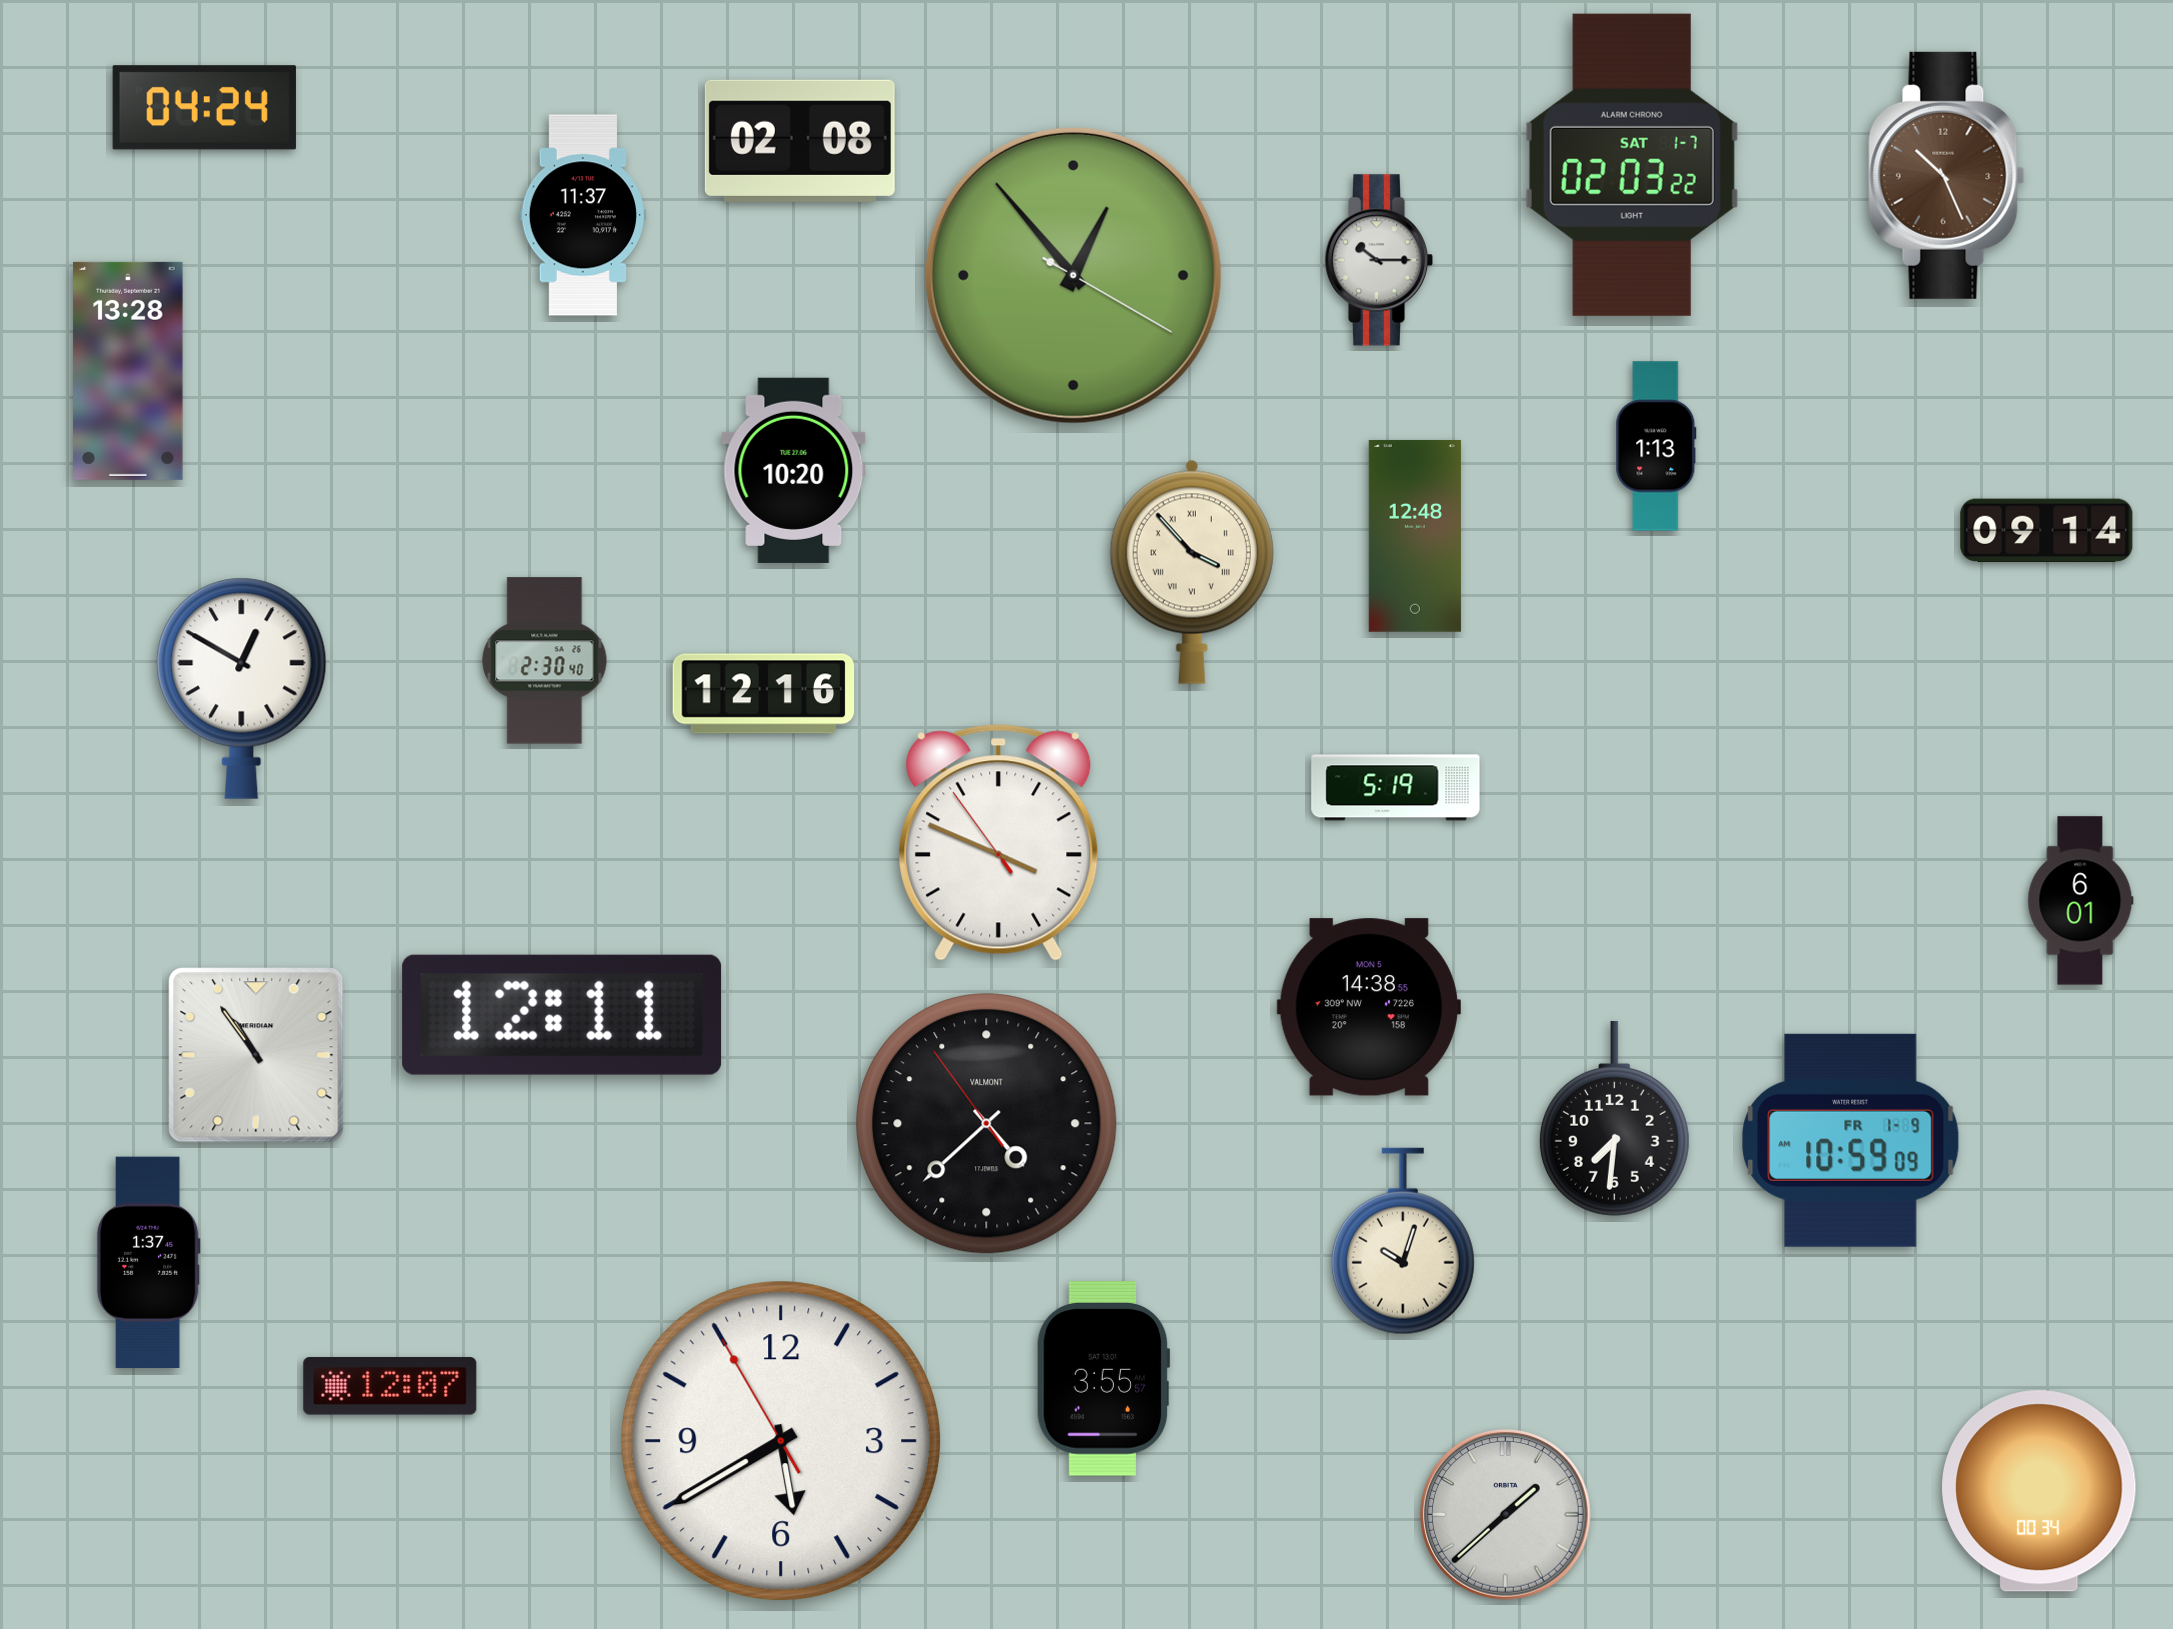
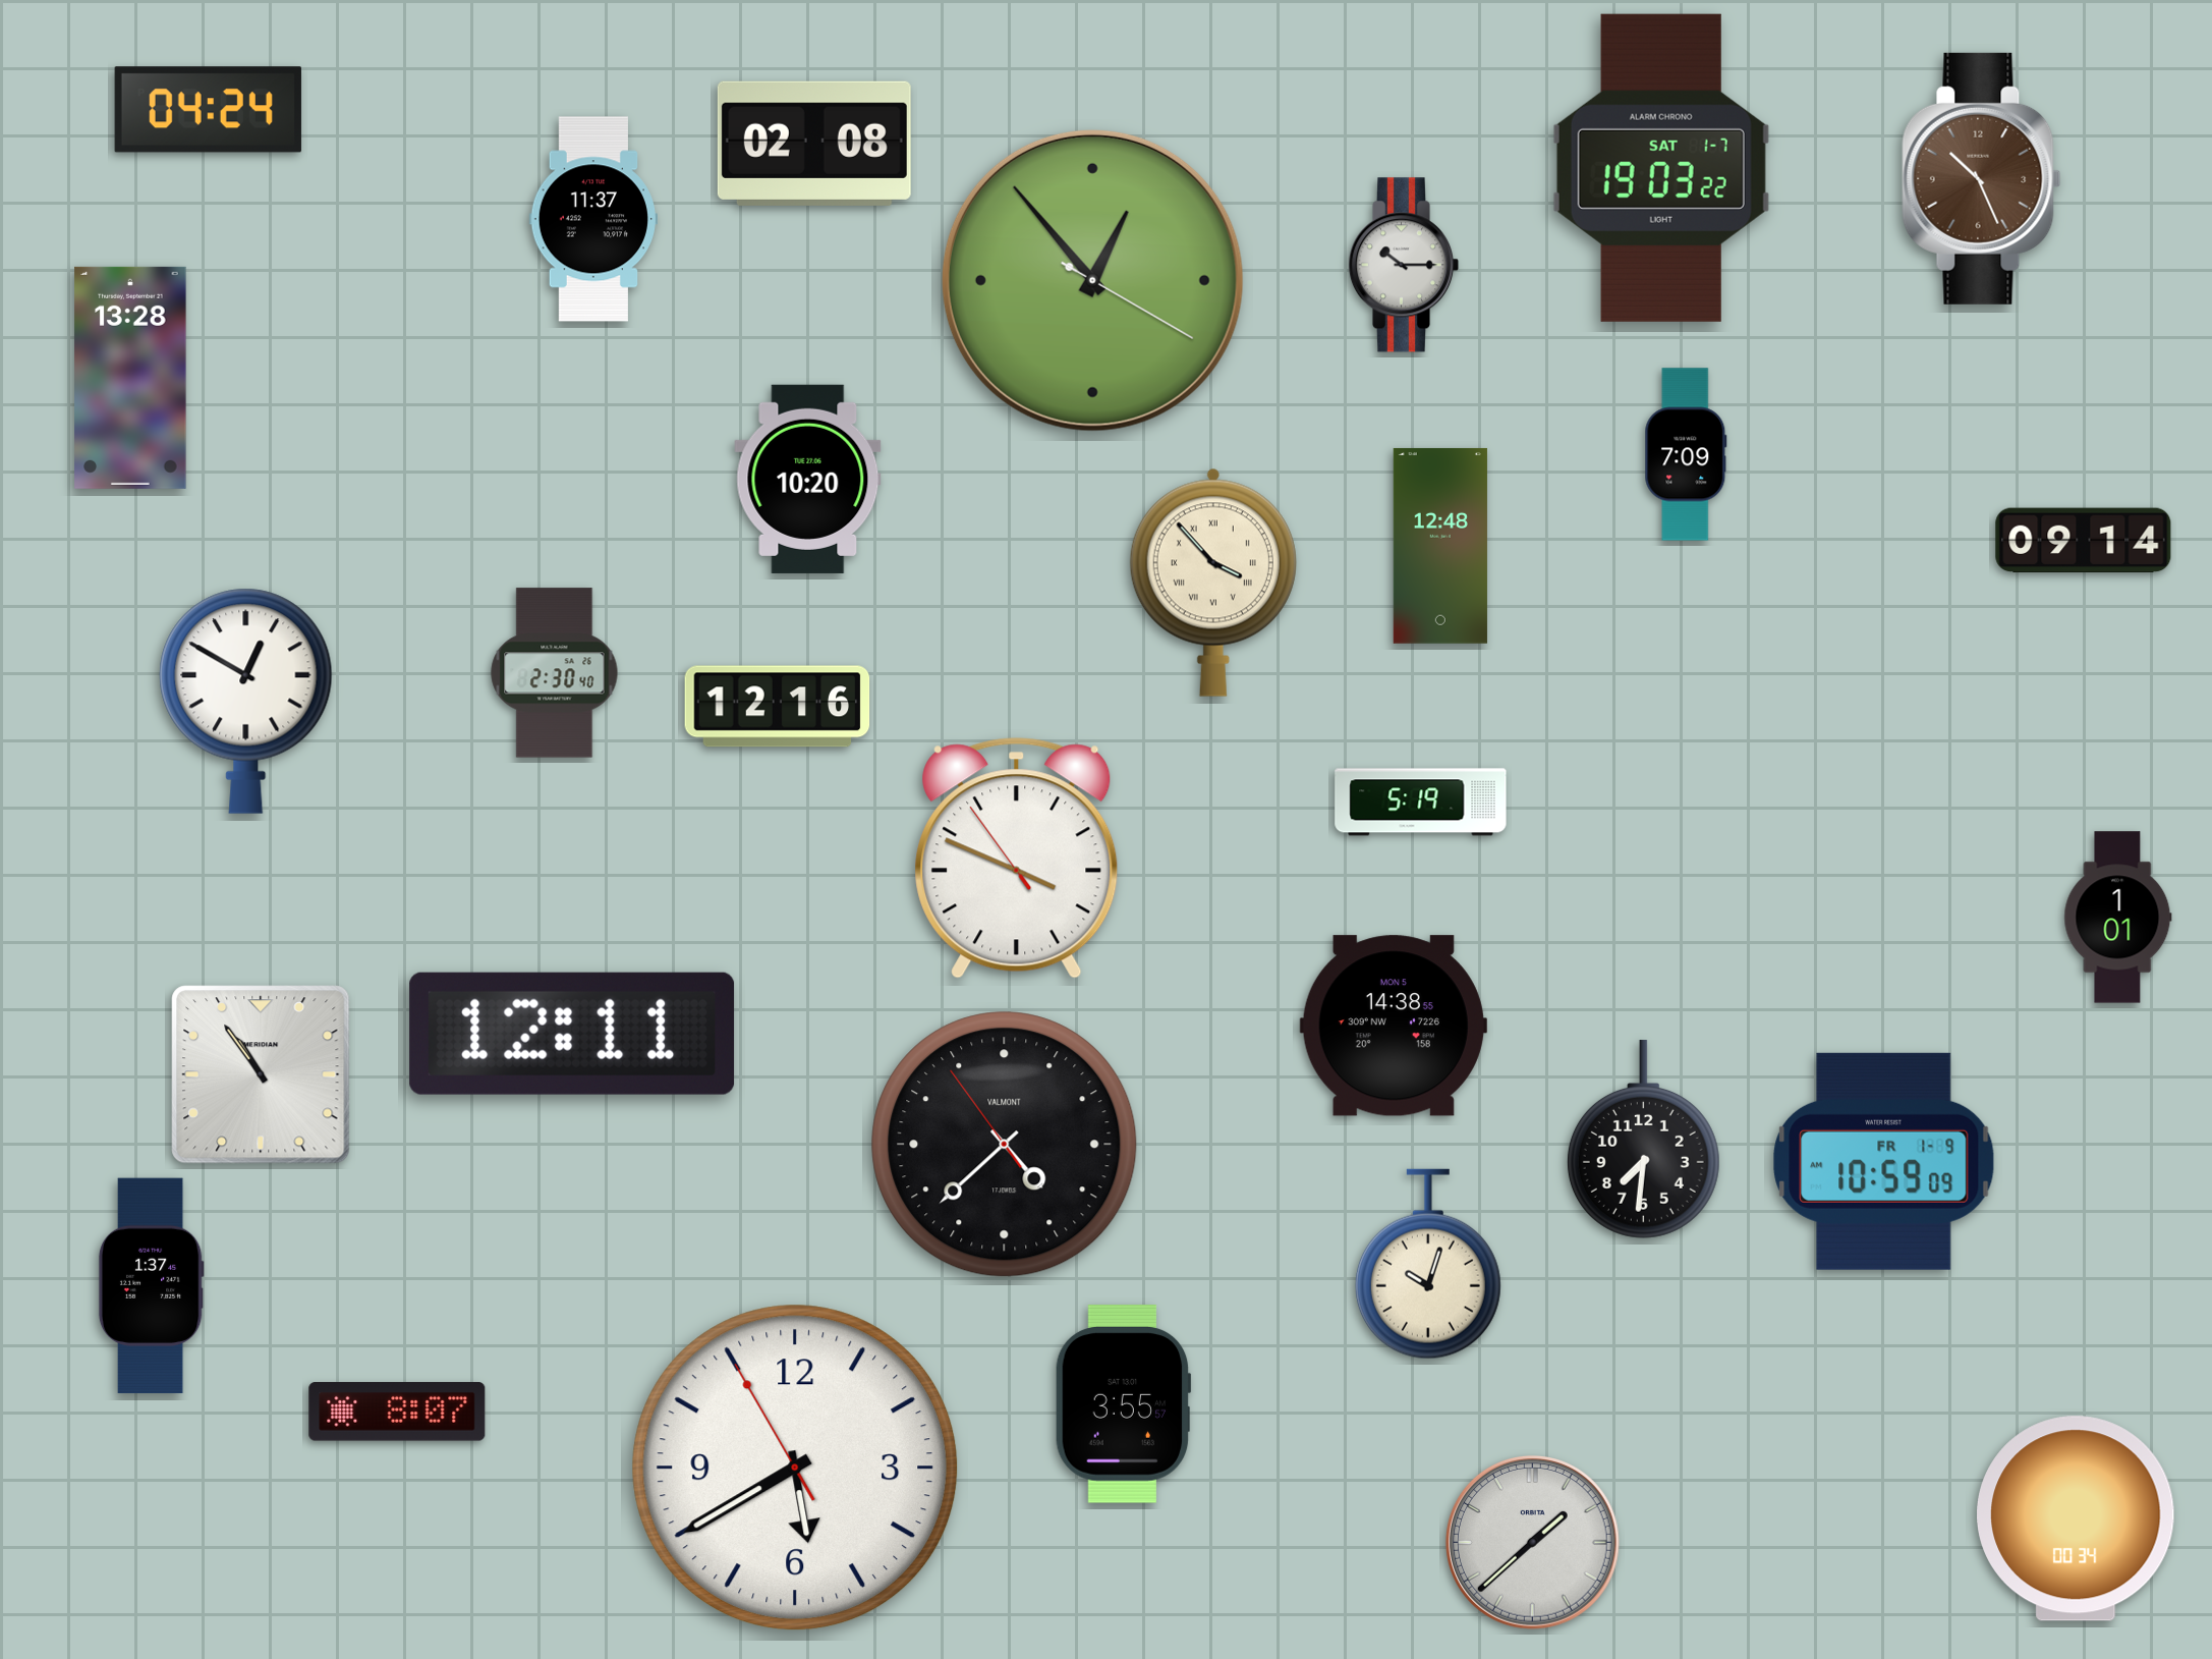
clock at (1632, 165): 02:03 -> 19:03
clock at (1656, 446): 1:13 -> 7:09
clock at (2081, 901): 6:01 -> 1:01
clock at (390, 1386): 12:07 -> 8:07
